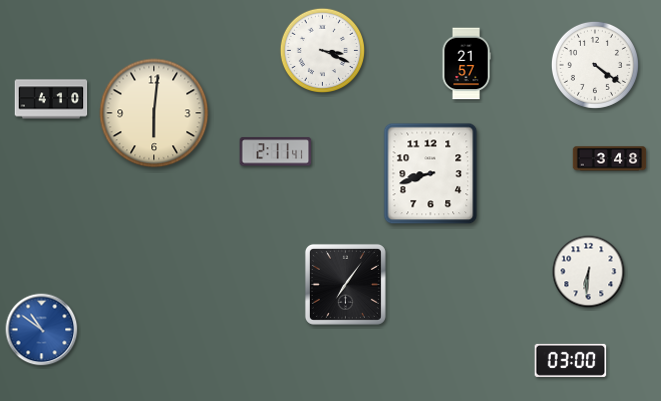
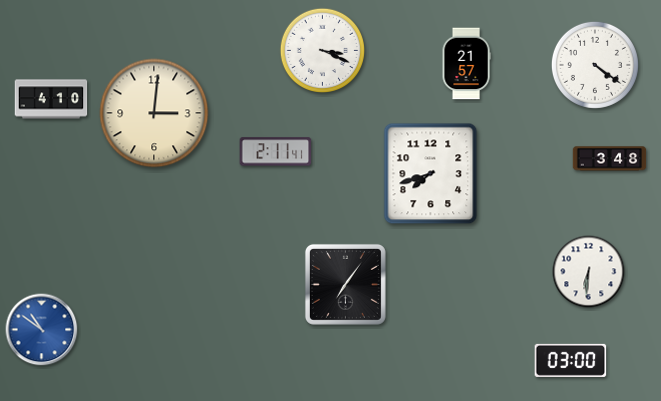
clock at (154, 113): 6:01 -> 3:01
clock at (431, 174): 8:42 -> 7:42
